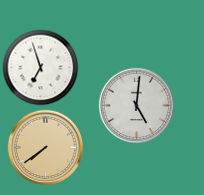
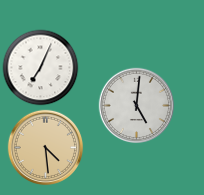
clock at (41, 68): 6:57 -> 7:04
clock at (46, 148): 7:39 -> 4:29
